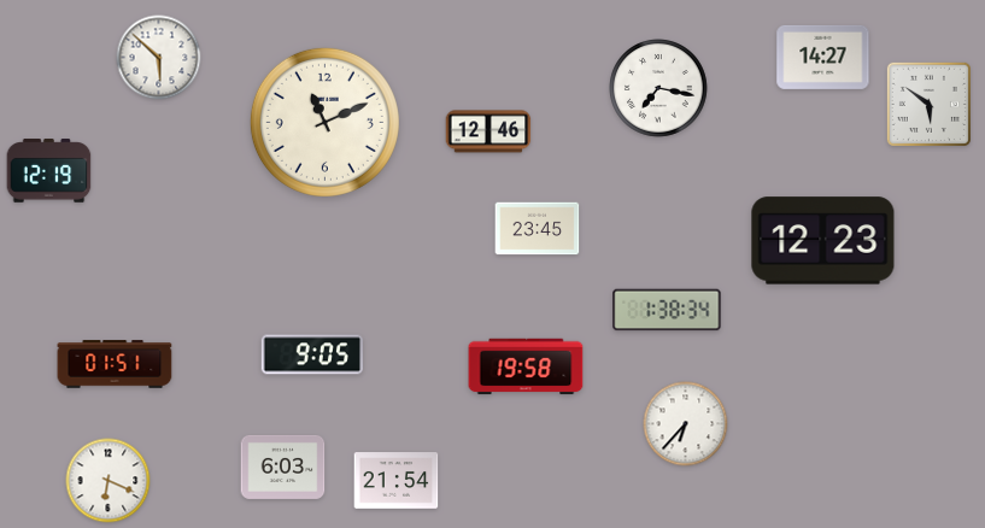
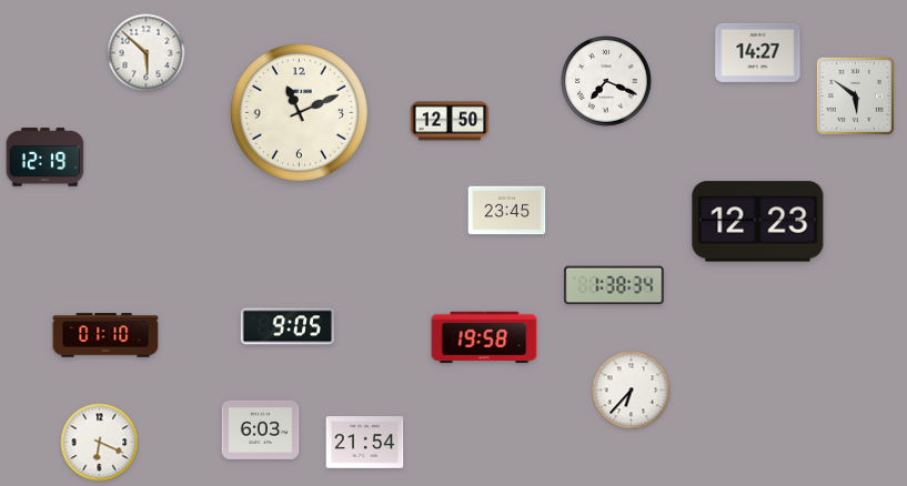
clock at (658, 88): 7:17 -> 7:19
clock at (488, 131): 12:46 -> 12:50
clock at (538, 229) position: (538, 229) -> (507, 211)
clock at (115, 364): 01:51 -> 01:10
